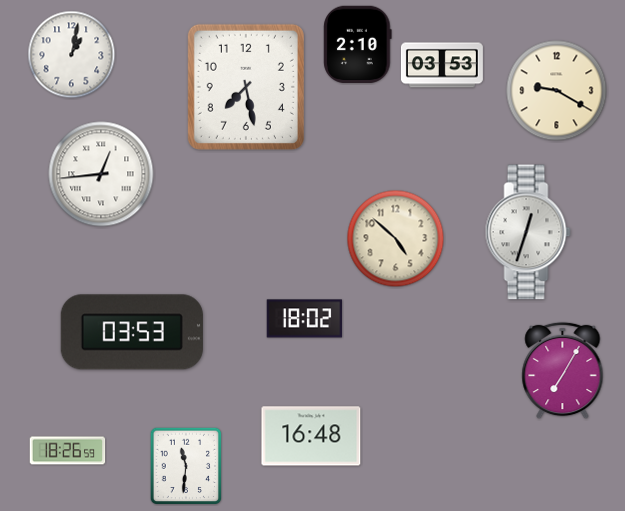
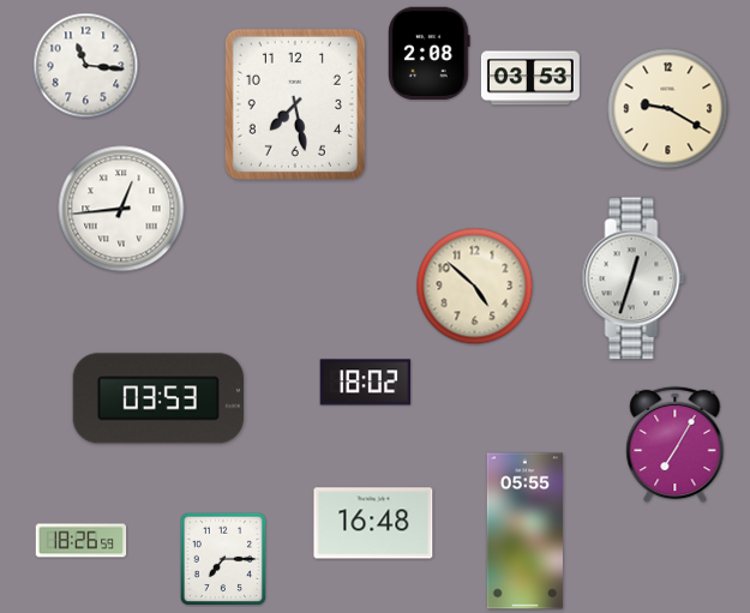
clock at (358, 44): 2:10 -> 2:08
clock at (72, 55): 1:02 -> 11:16
clock at (524, 531): none -> 05:55
clock at (186, 466): 11:31 -> 7:15
